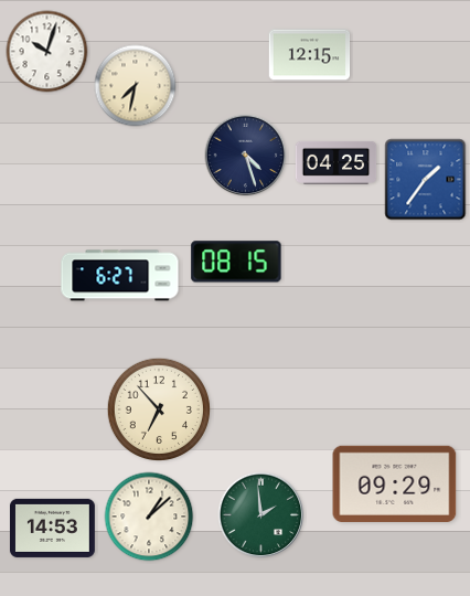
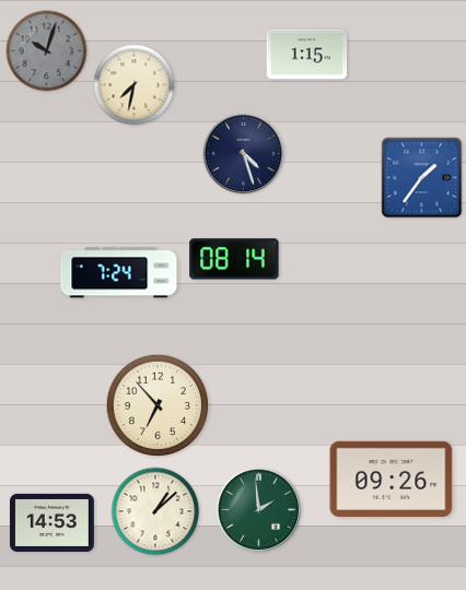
clock at (47, 52) dial: white -> grey
clock at (310, 55): 12:15 -> 1:15
clock at (337, 162): 04:25 -> none
clock at (236, 262): 08:15 -> 08:14
clock at (120, 276): 6:27 -> 7:24
clock at (395, 483): 09:29 -> 09:26
clock at (149, 517) position: (149, 517) -> (155, 511)
